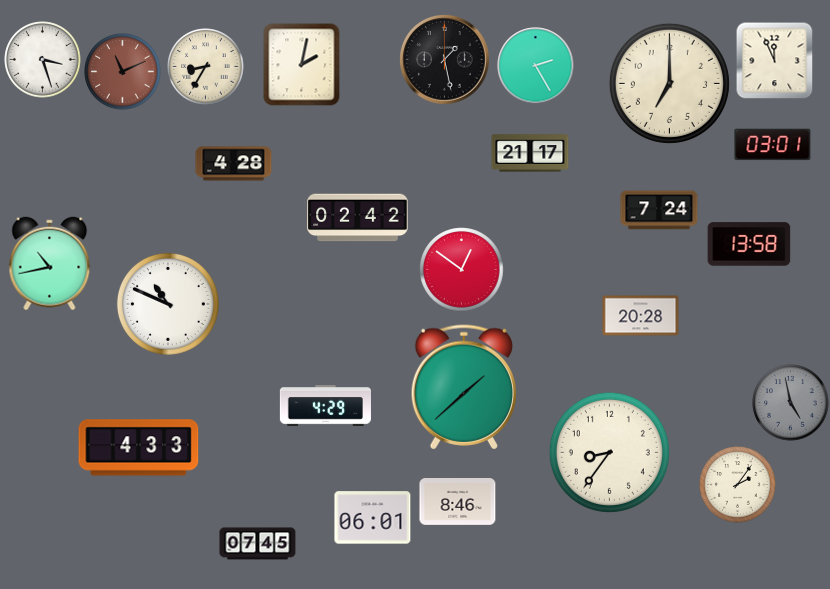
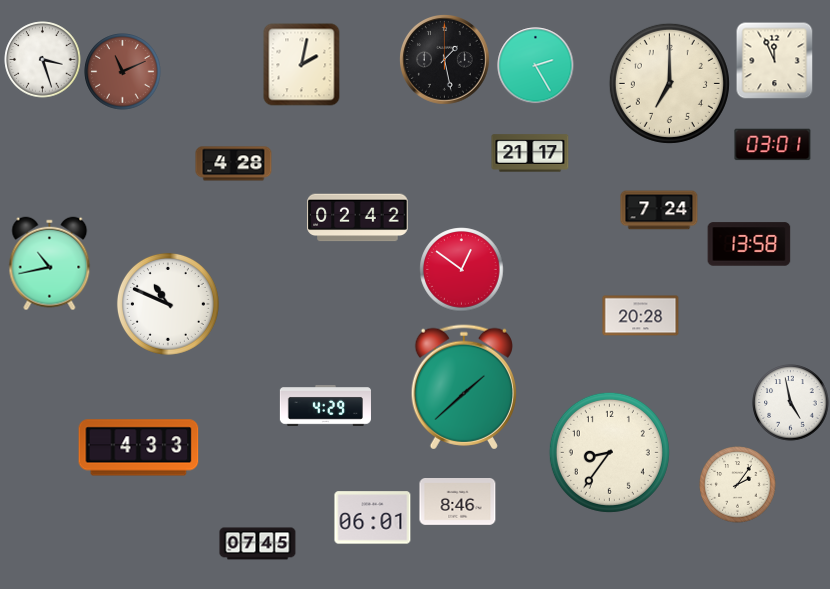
clock at (206, 67): 8:35 -> none
clock at (791, 403) dial: grey -> white
